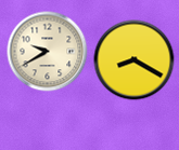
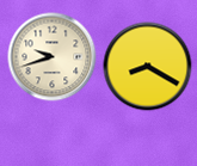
clock at (48, 52): 9:40 -> 9:42
